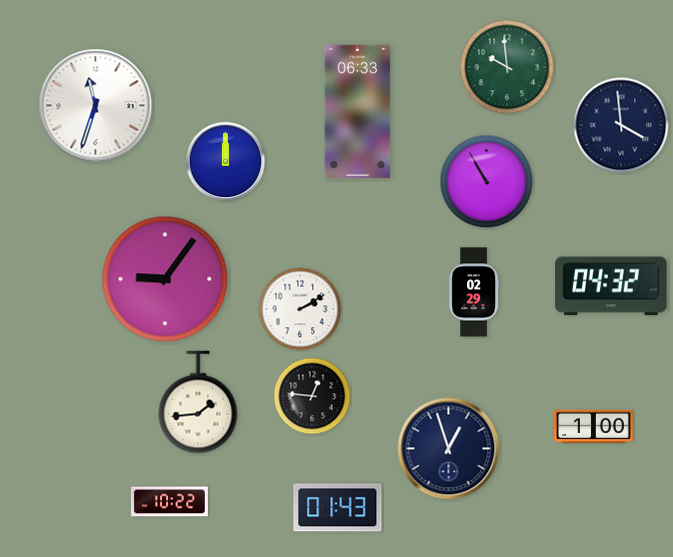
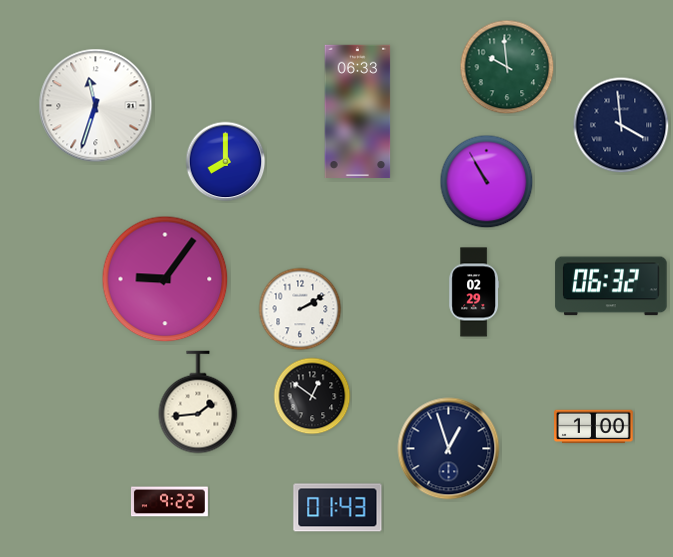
clock at (226, 162): 12:00 -> 8:00
clock at (611, 286): 04:32 -> 06:32
clock at (312, 396): 12:46 -> 12:51
clock at (169, 502): 10:22 -> 9:22
